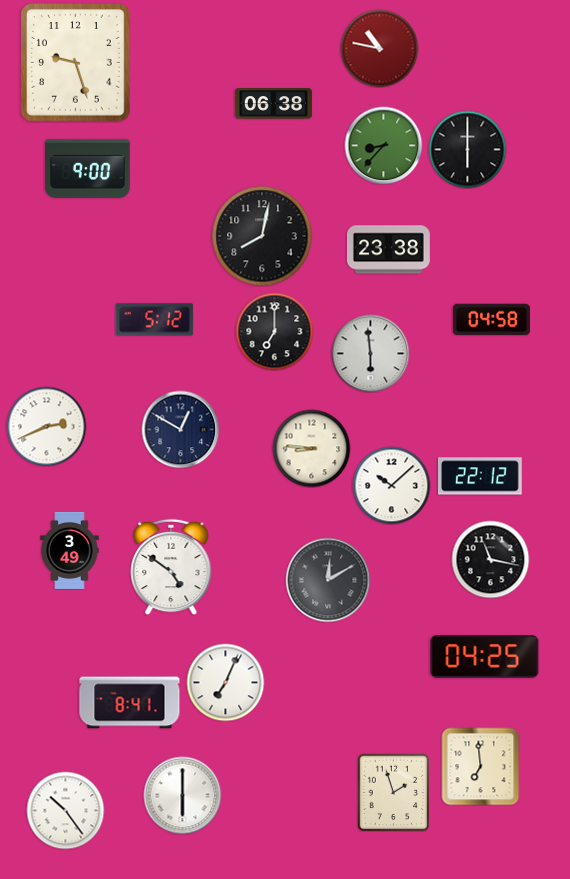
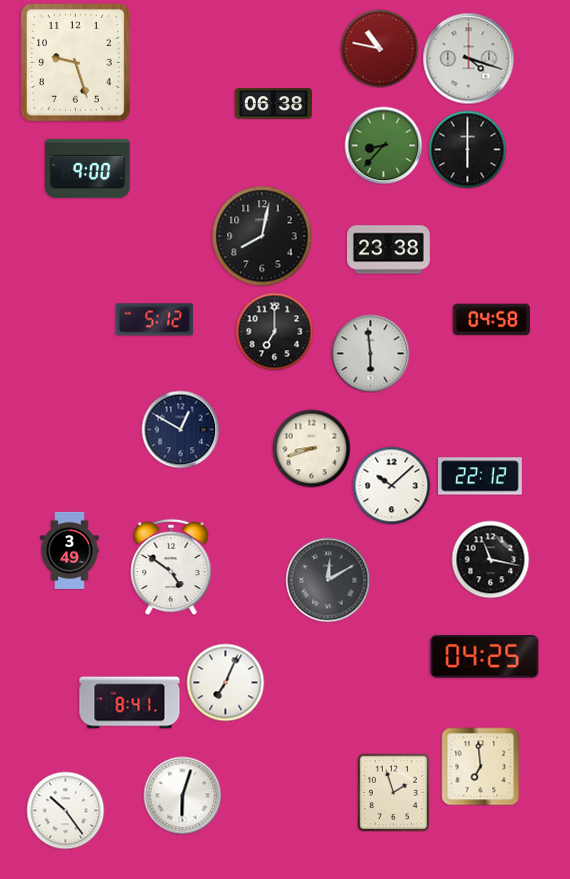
clock at (468, 58): none -> 4:18
clock at (46, 426): 2:41 -> none
clock at (311, 448): 8:46 -> 8:42
clock at (182, 795): 6:00 -> 6:03
